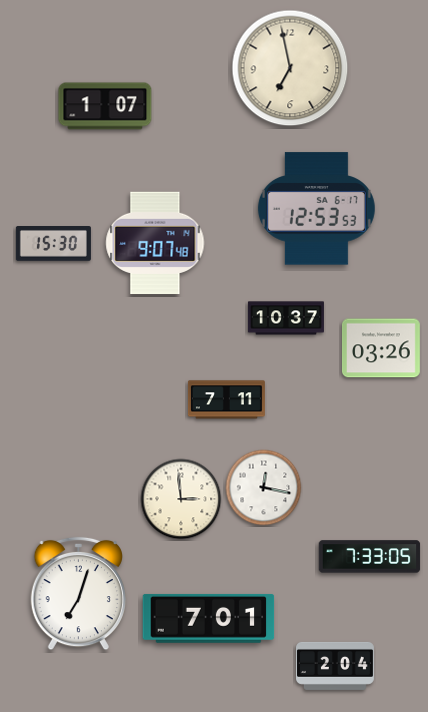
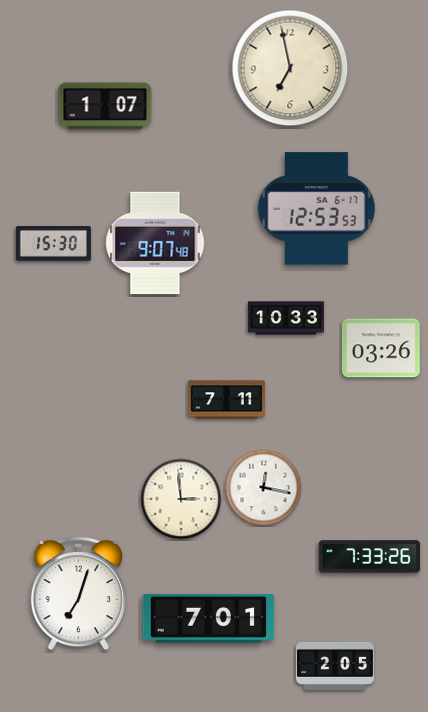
clock at (286, 318): 10:37 -> 10:33
clock at (370, 557): 7:33:05 -> 7:33:26
clock at (336, 666): 2:04 -> 2:05
